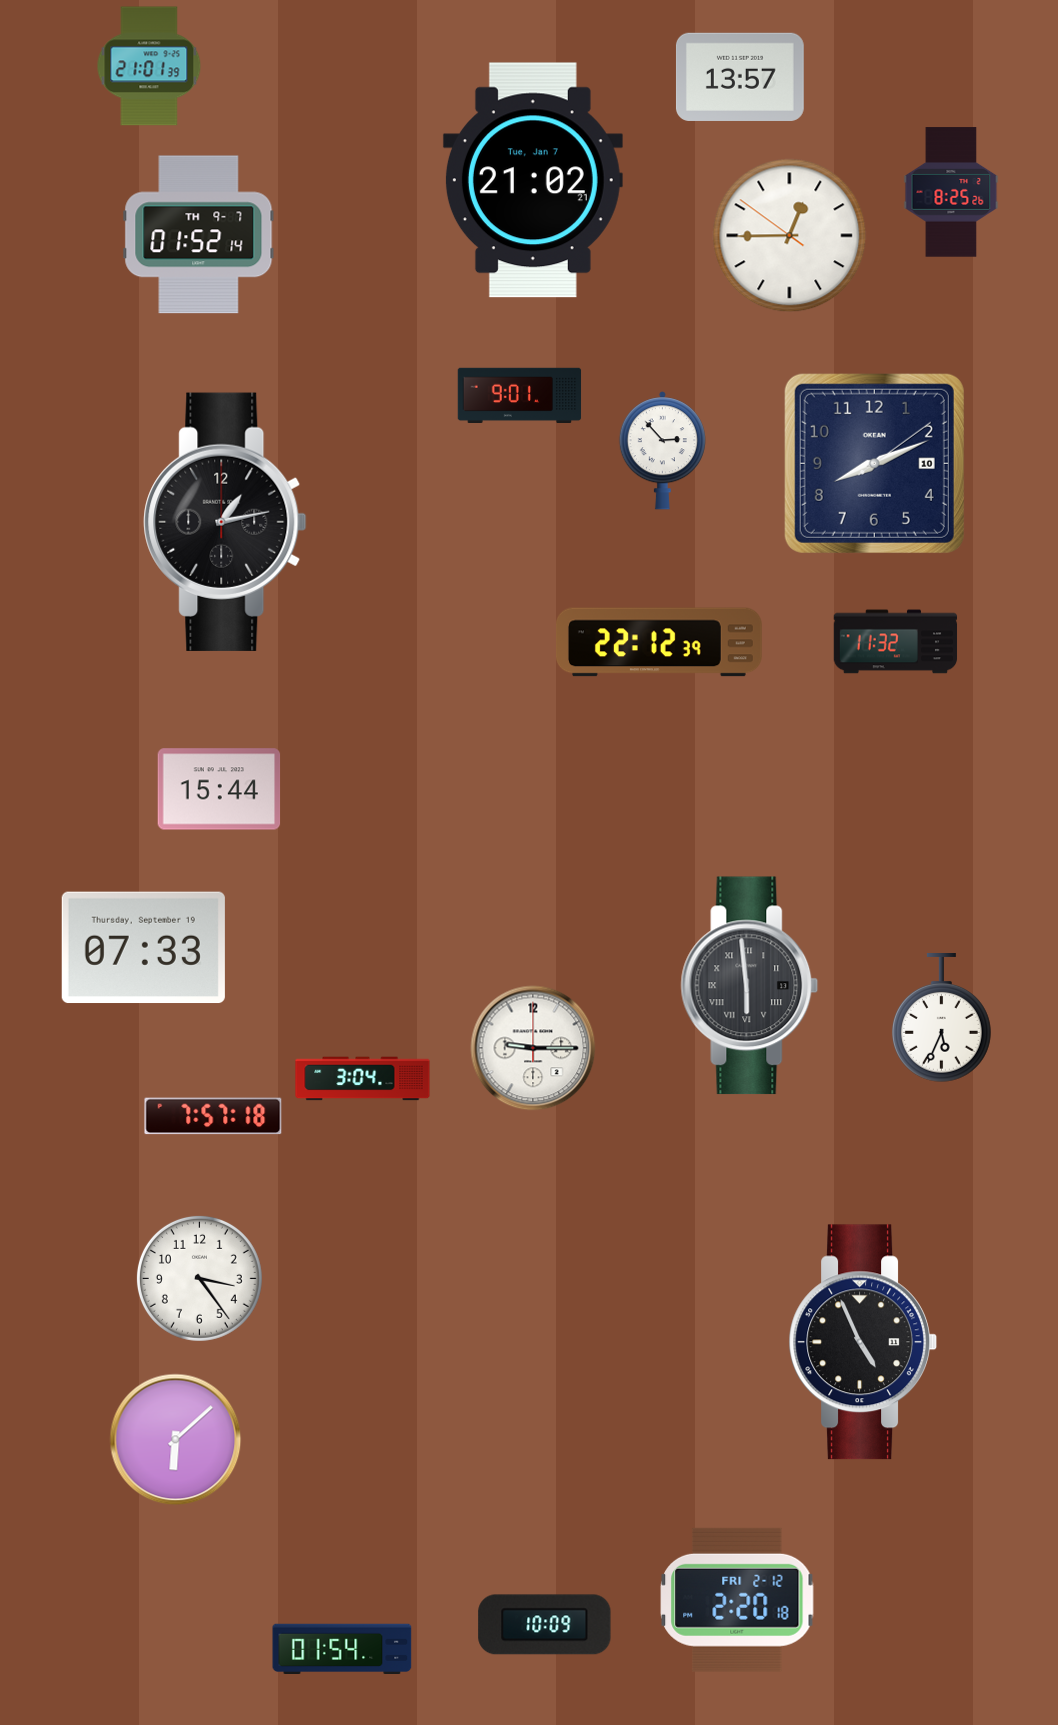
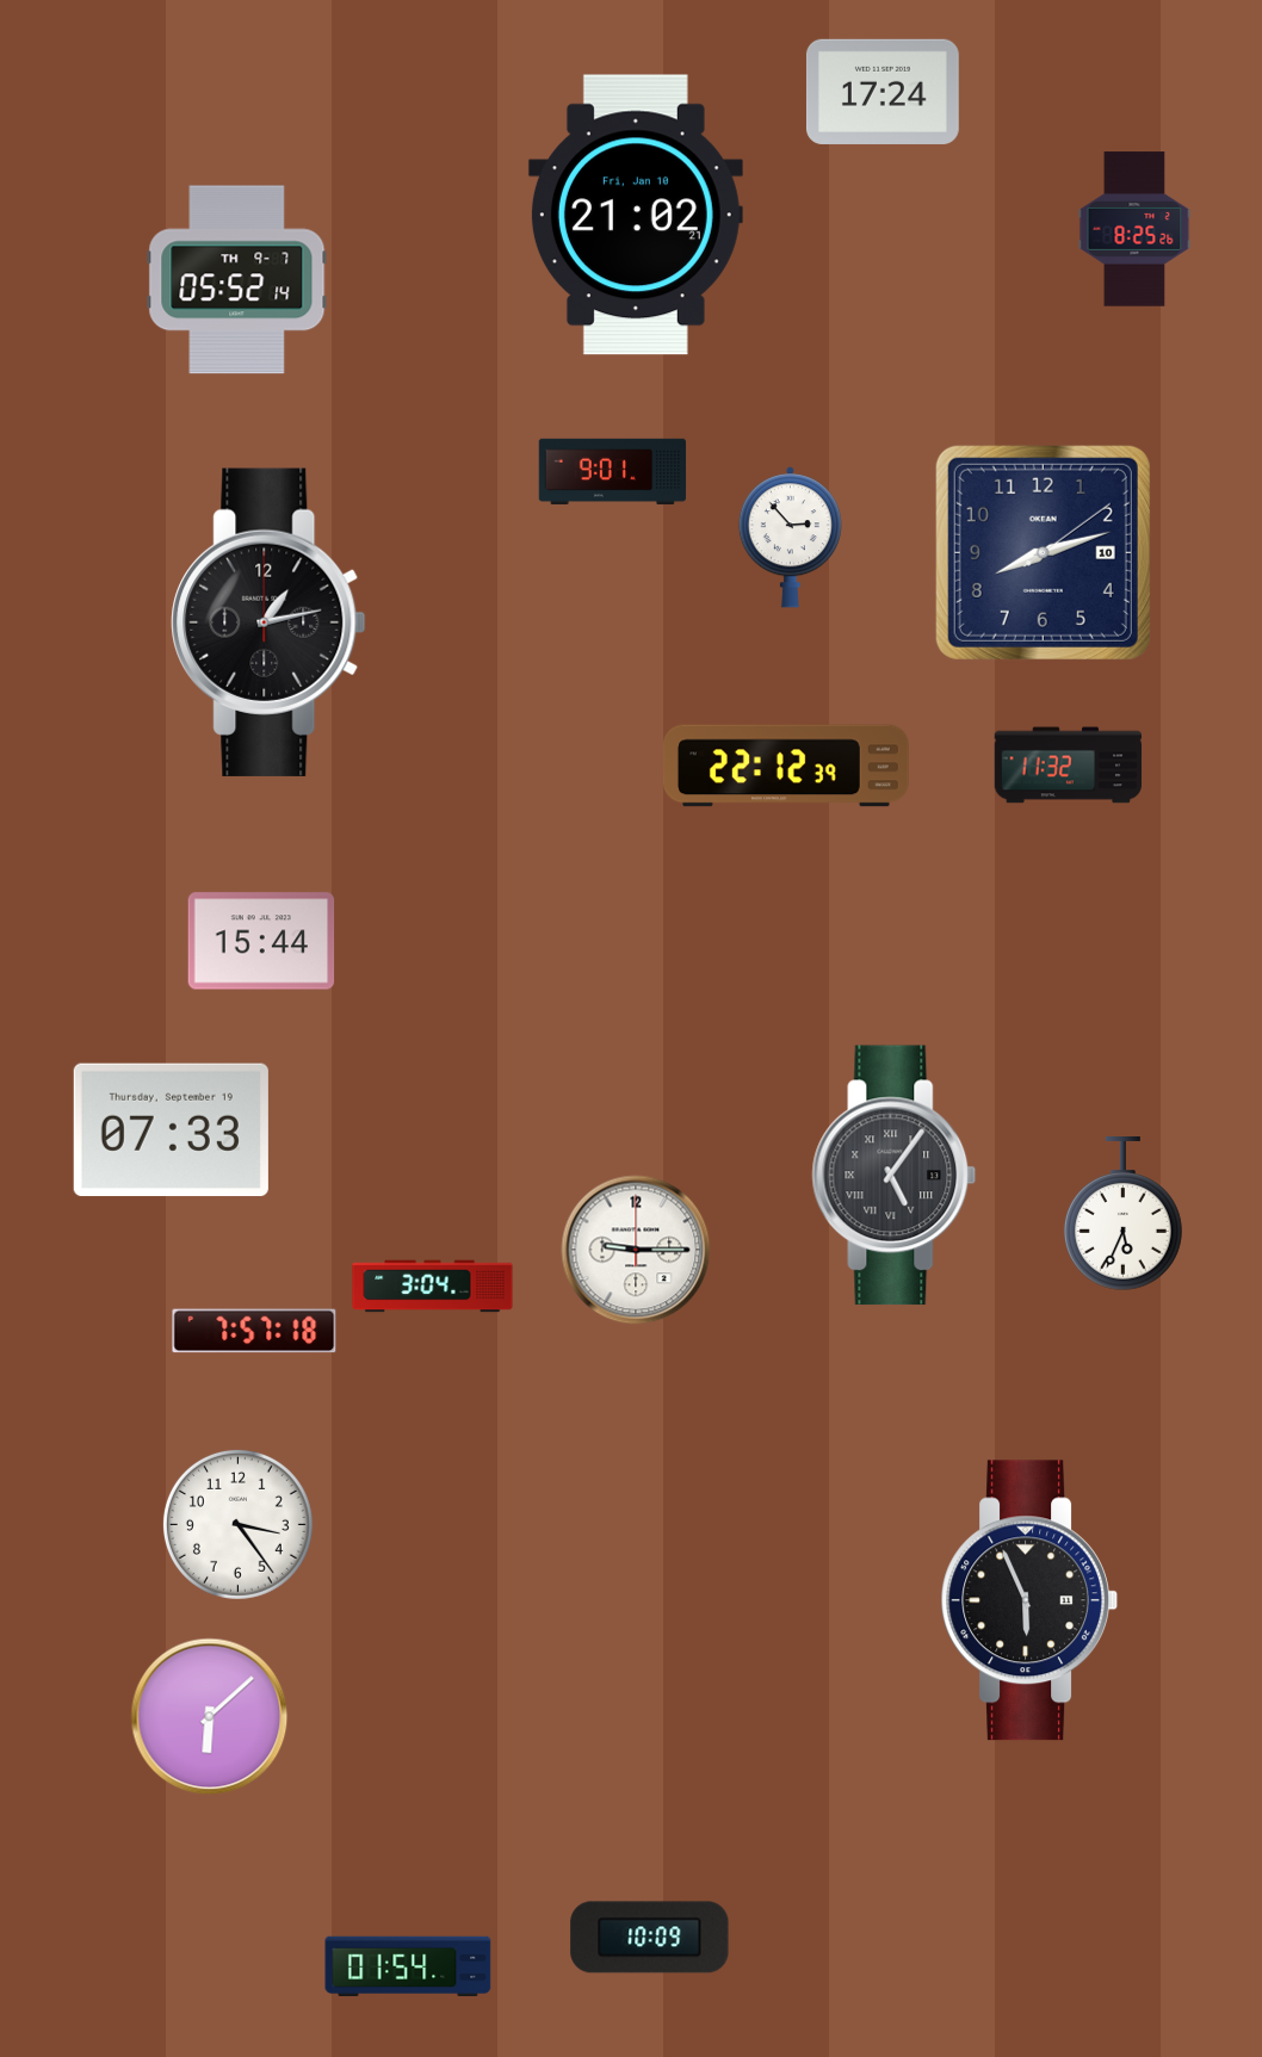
clock at (149, 66): 21:01 -> none
clock at (740, 77): 13:57 -> 17:24
clock at (533, 180) date: Tue, Jan 7 -> Fri, Jan 10
clock at (199, 235): 01:52 -> 05:52
clock at (790, 236): 12:44 -> none
clock at (520, 395) position: (520, 395) -> (613, 471)
clock at (874, 463): 8:11 -> 8:12
clock at (750, 986): 5:59 -> 5:06
clock at (862, 1342): 4:56 -> 5:56
clock at (737, 1600): 2:20 -> none
